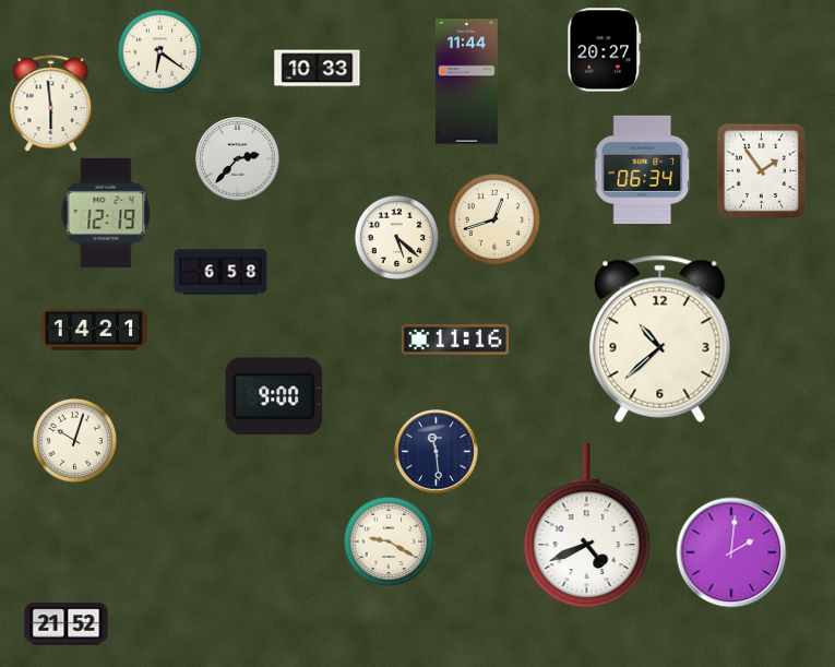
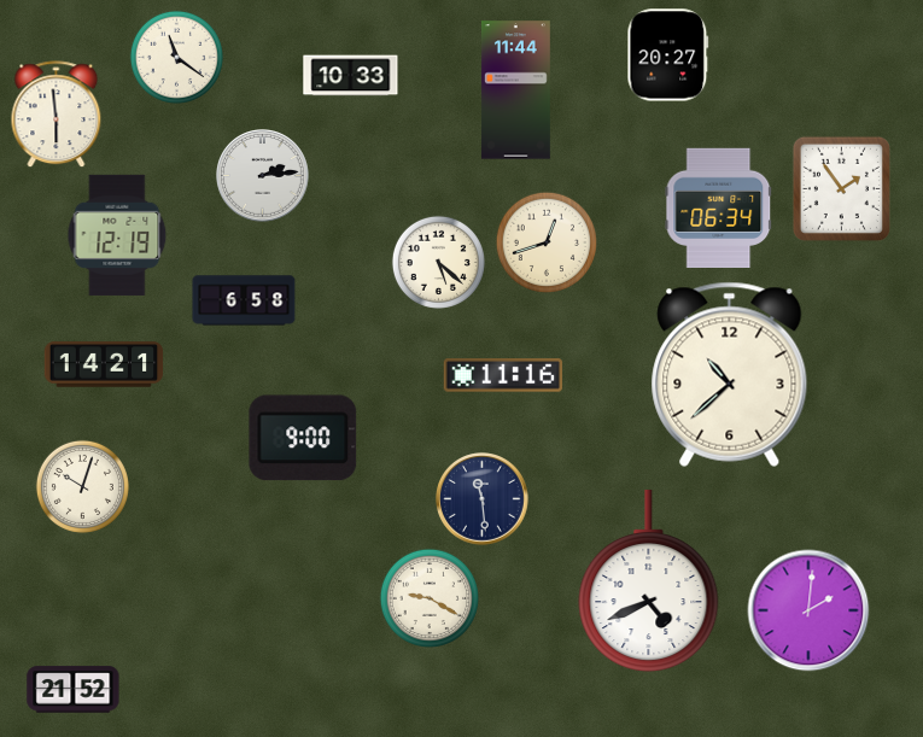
clock at (159, 51): 6:21 -> 11:21
clock at (238, 159): 2:37 -> 2:14
clock at (643, 169) position: (643, 169) -> (719, 207)
